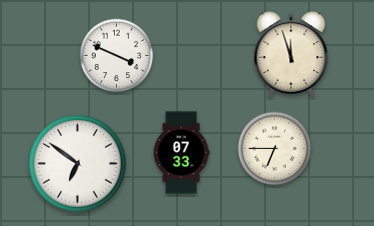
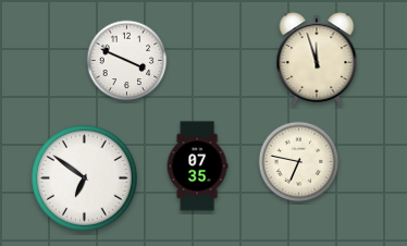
clock at (275, 149): 6:45 -> 6:47
clock at (181, 153): 07:33 -> 07:35
